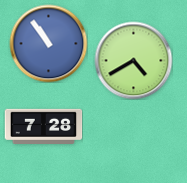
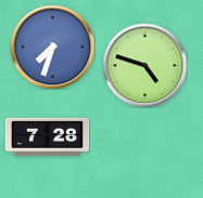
clock at (48, 43): 10:54 -> 7:33
clock at (133, 60): 4:40 -> 4:48
